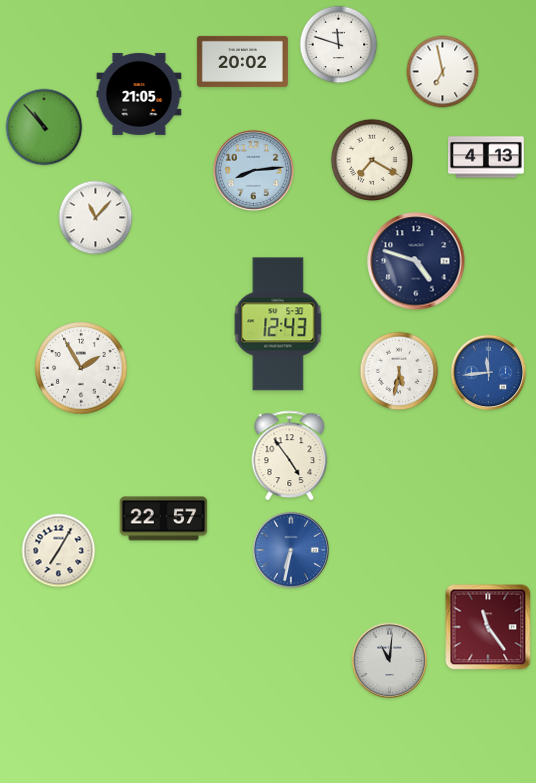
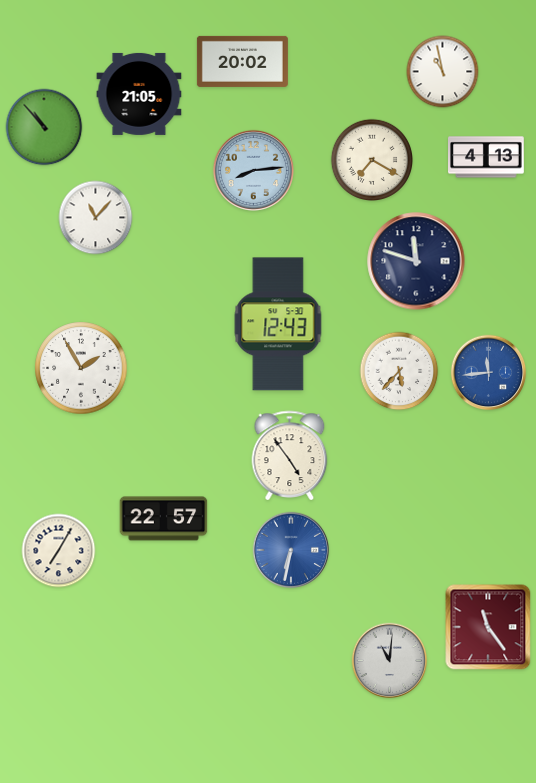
clock at (339, 45): 11:48 -> none
clock at (443, 72): 6:58 -> 10:58
clock at (416, 261): 4:48 -> 11:48
clock at (399, 371): 5:32 -> 5:37
